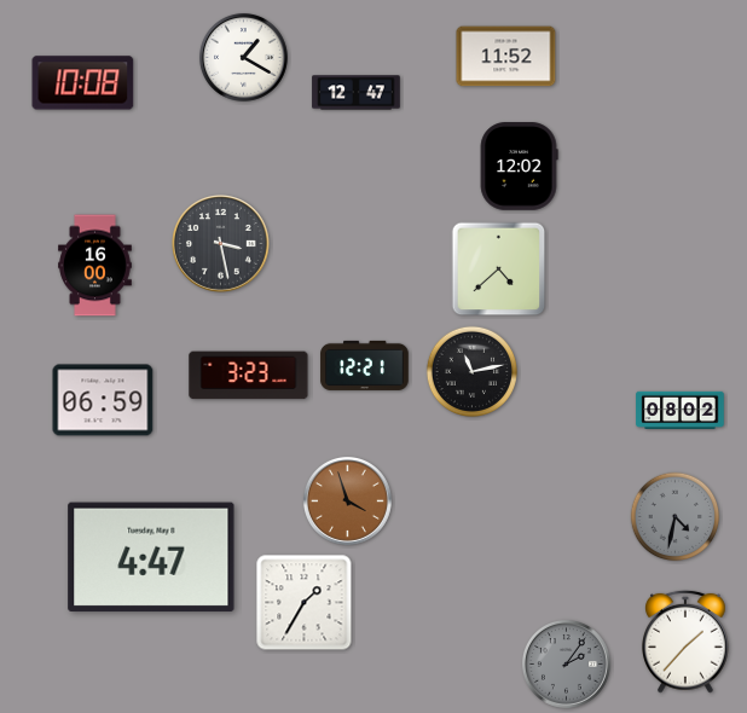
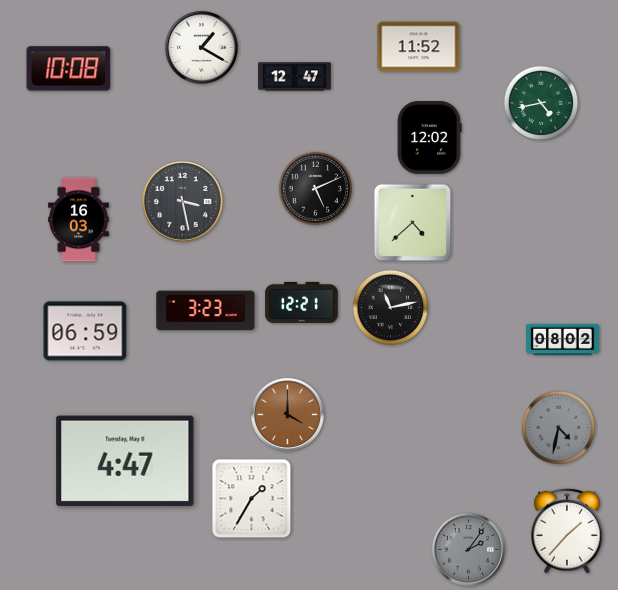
clock at (541, 103): none -> 4:43
clock at (316, 189): none -> 5:11
clock at (95, 266): 16:00 -> 16:03
clock at (347, 500): 3:57 -> 4:00
